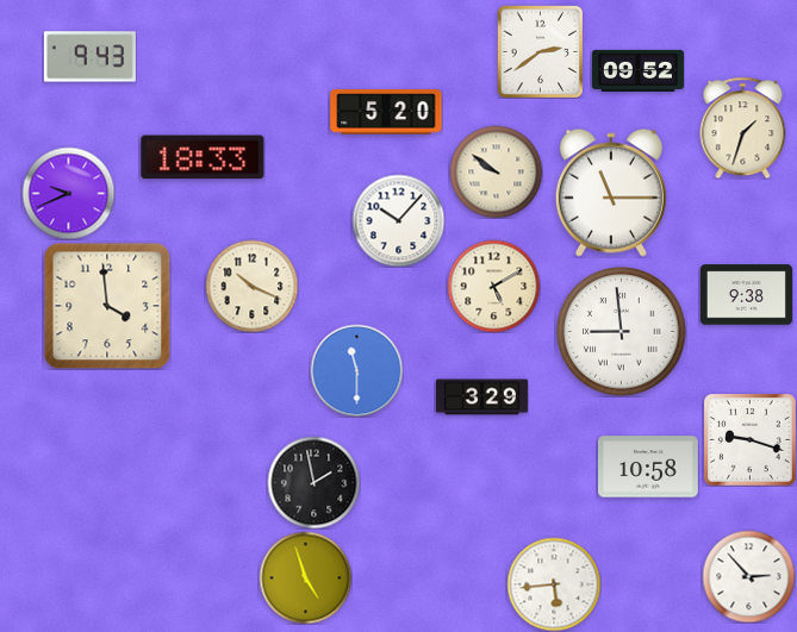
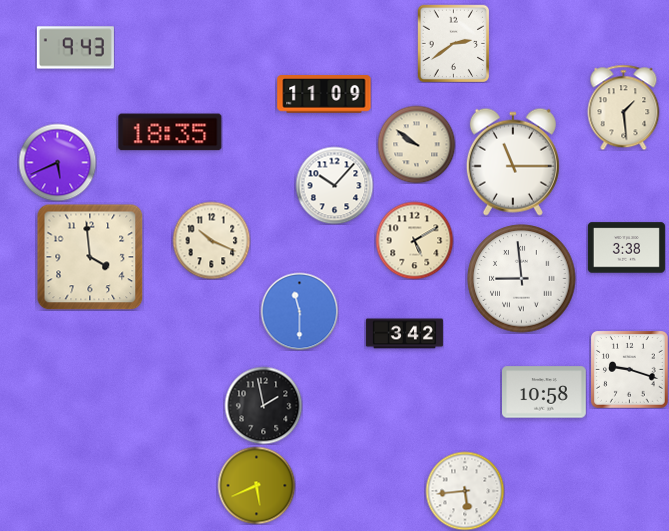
clock at (637, 70): 09:52 -> none
clock at (386, 112): 5:20 -> 11:09
clock at (743, 127): 1:33 -> 1:29
clock at (203, 157): 18:33 -> 18:35
clock at (68, 193): 9:41 -> 5:41
clock at (746, 295): 9:38 -> 3:38
clock at (481, 398): 3:29 -> 3:42
clock at (748, 576): 2:53 -> none
clock at (305, 577): 4:57 -> 5:41
